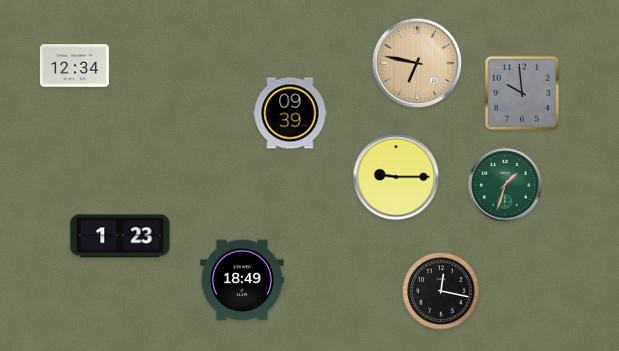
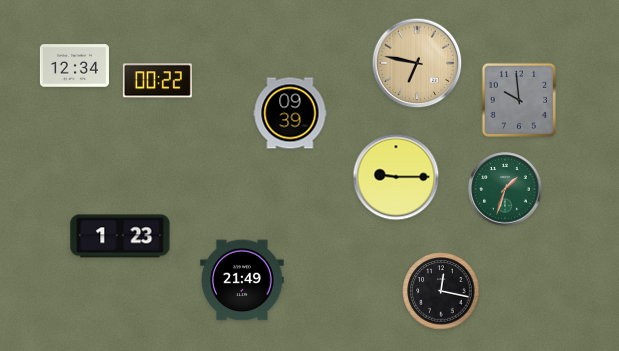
clock at (157, 81): none -> 00:22
clock at (522, 93) position: (522, 93) -> (519, 100)
clock at (505, 185) position: (505, 185) -> (505, 189)
clock at (242, 280): 18:49 -> 21:49
